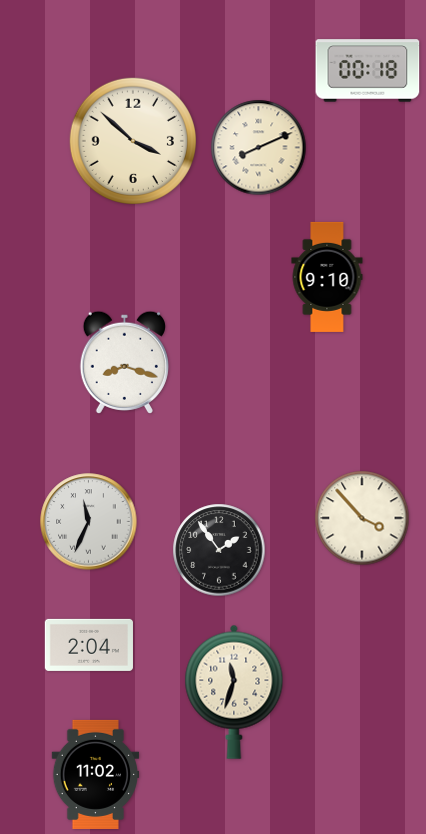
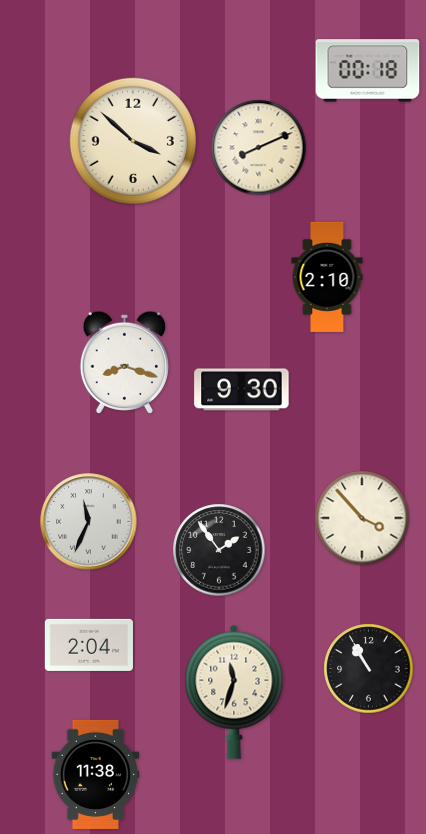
clock at (327, 277): 9:10 -> 2:10
clock at (242, 390): none -> 9:30
clock at (369, 669): none -> 10:55
clock at (96, 774): 11:02 -> 11:38
